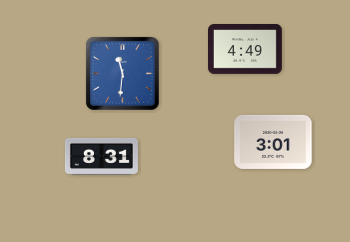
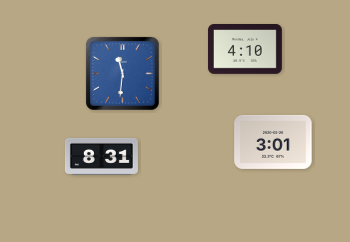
clock at (246, 49): 4:49 -> 4:10
